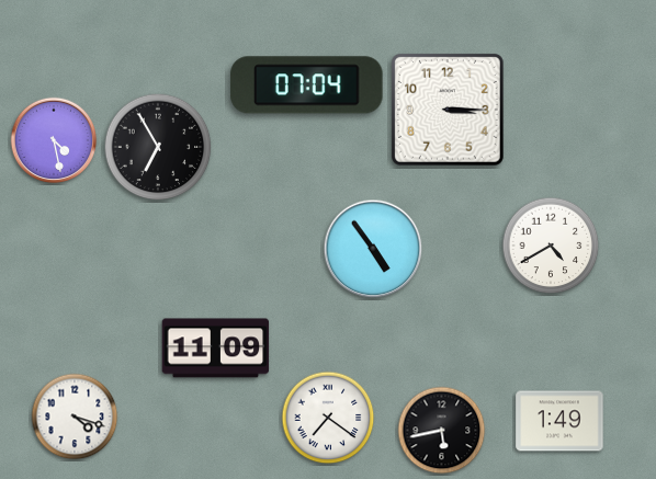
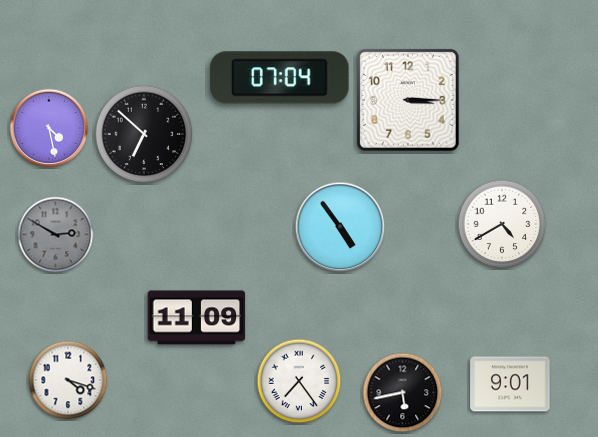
clock at (158, 147): 6:55 -> 6:52
clock at (56, 235): none -> 2:50
clock at (328, 418): 7:21 -> 7:24
clock at (559, 421): 1:49 -> 9:01
